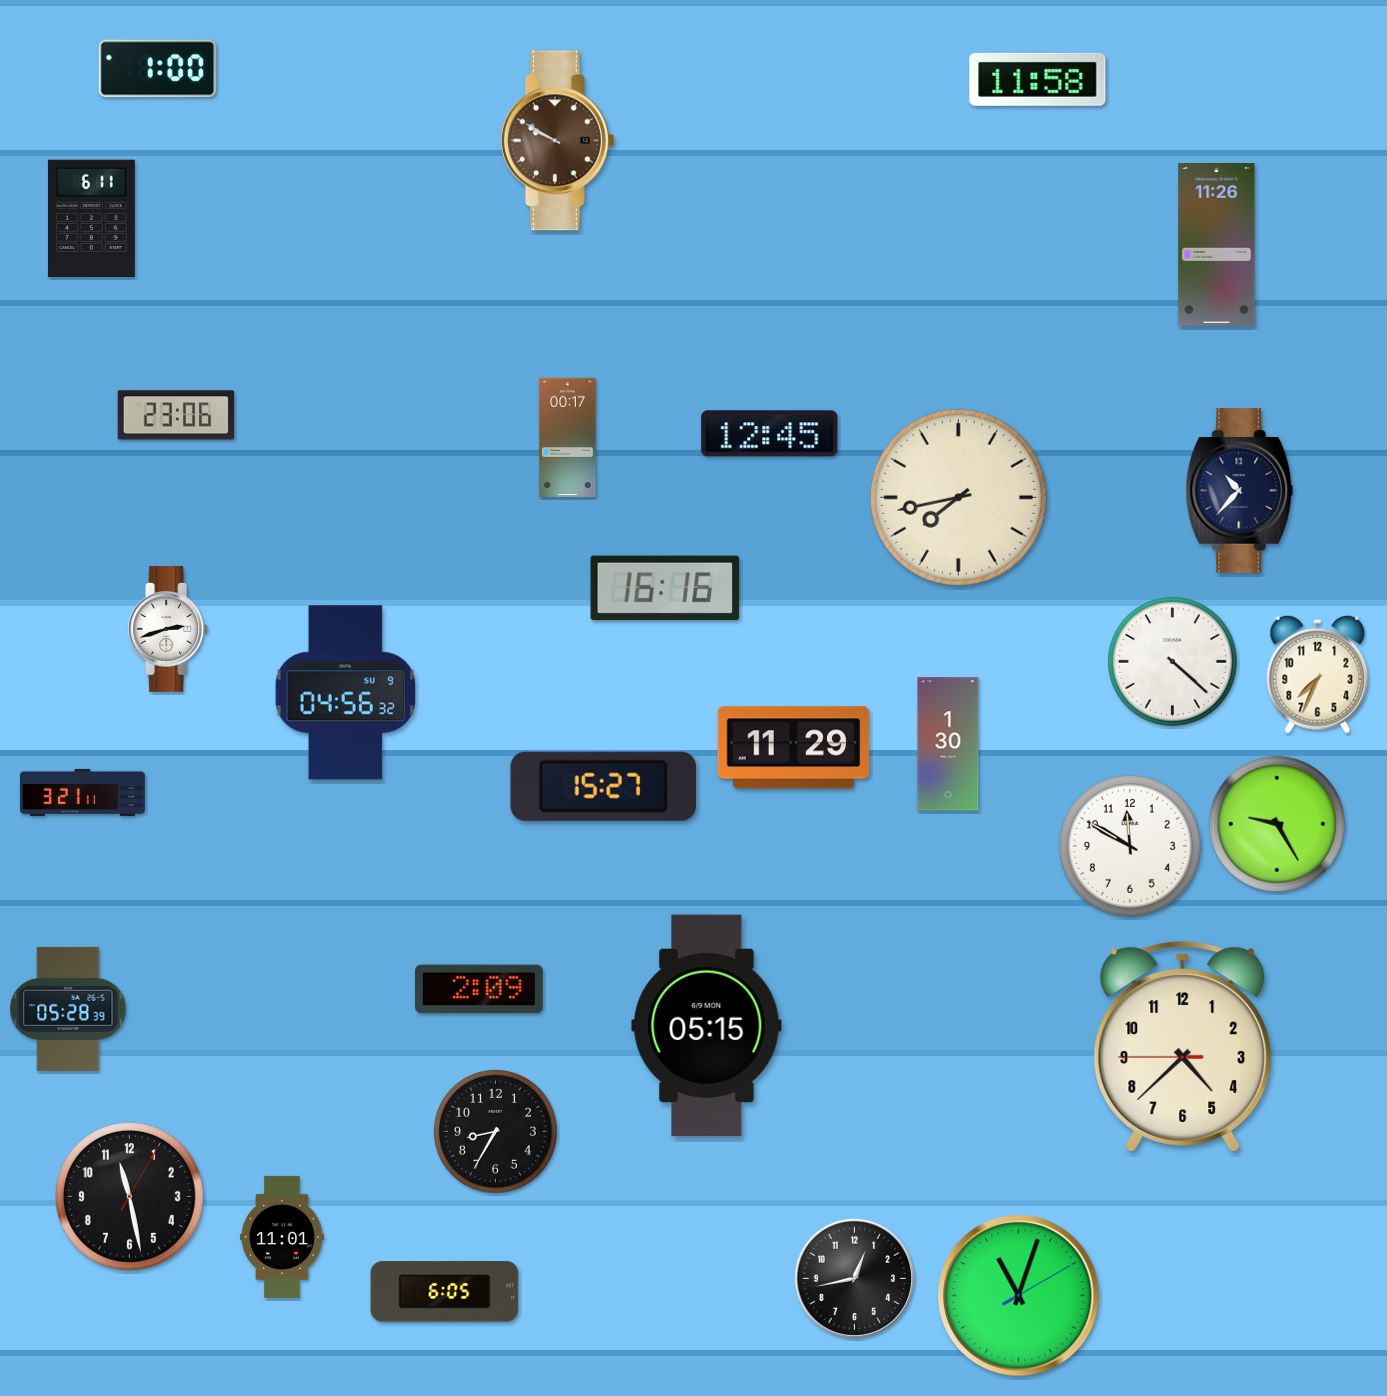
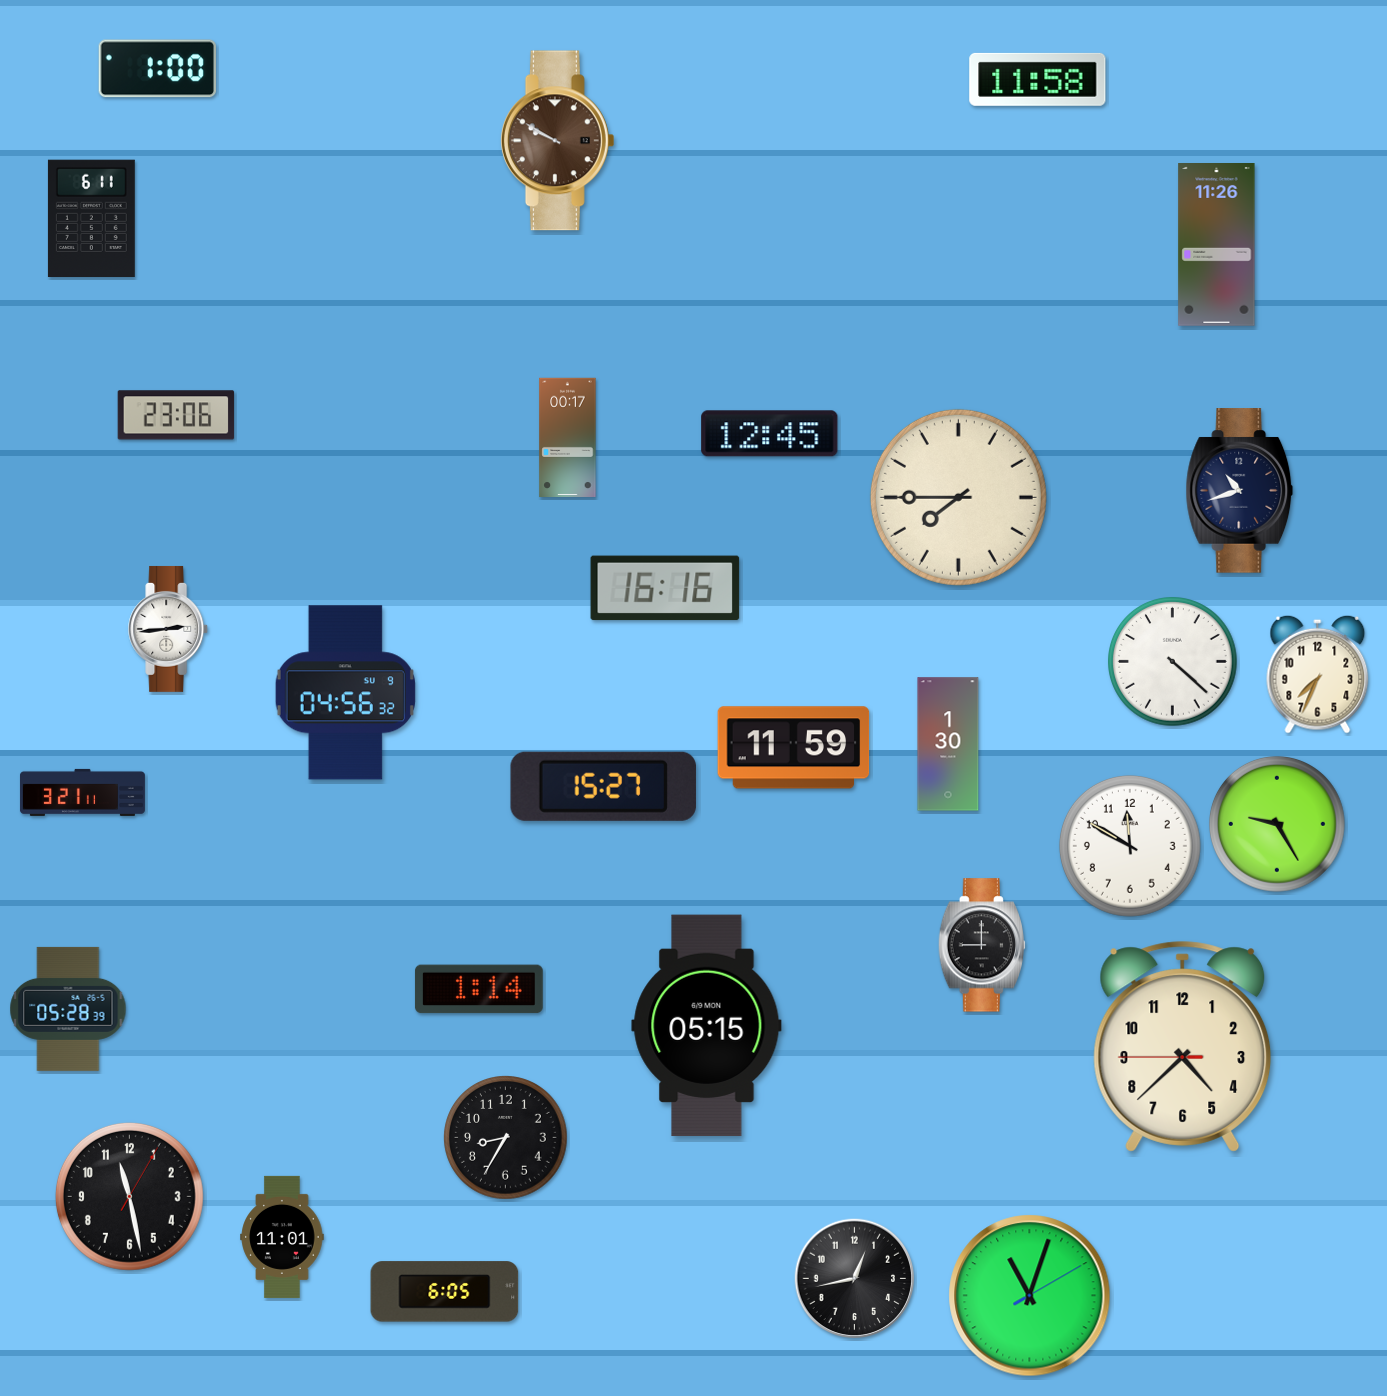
clock at (1240, 491): 10:37 -> 10:42
clock at (958, 497): 7:43 -> 7:45
clock at (169, 629): 2:42 -> 2:44
clock at (794, 748): 11:29 -> 11:59
clock at (981, 945): none -> 9:00
clock at (479, 989): 2:09 -> 1:14
clock at (496, 1132) position: (496, 1132) -> (506, 1138)
clock at (1019, 1296) position: (1019, 1296) -> (1030, 1296)
